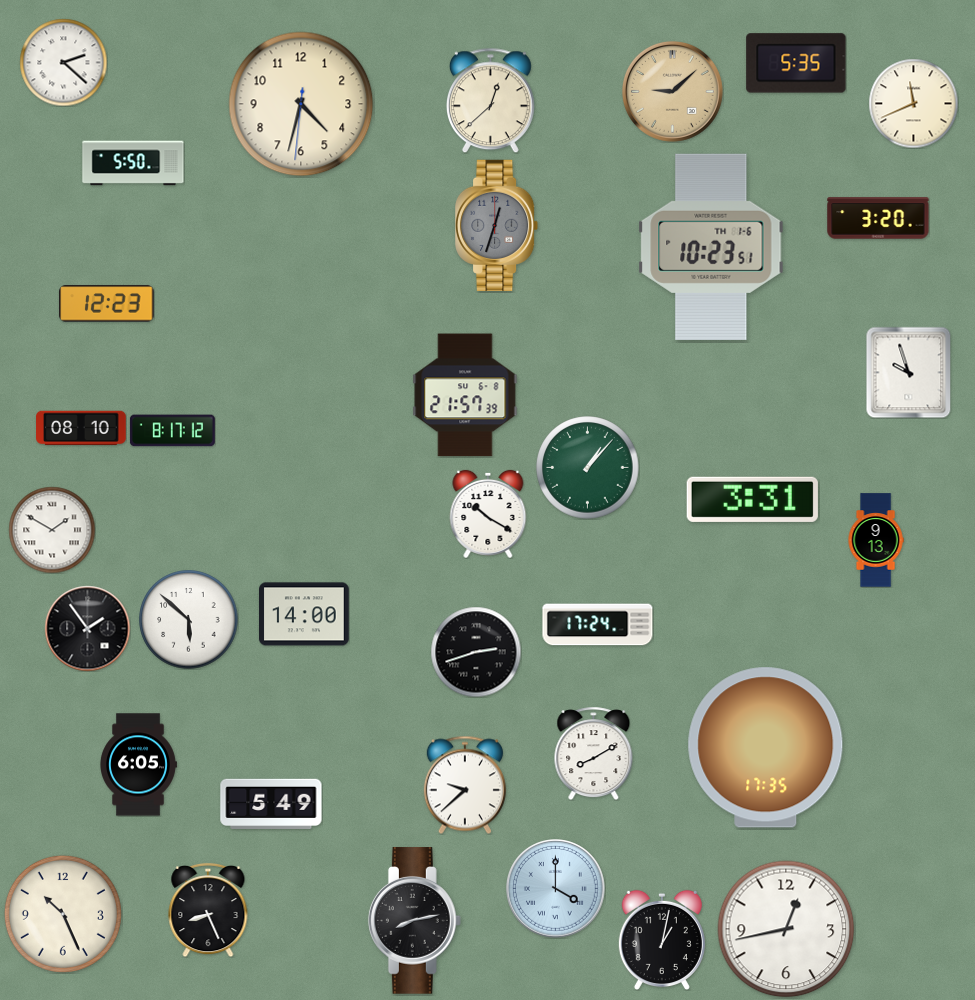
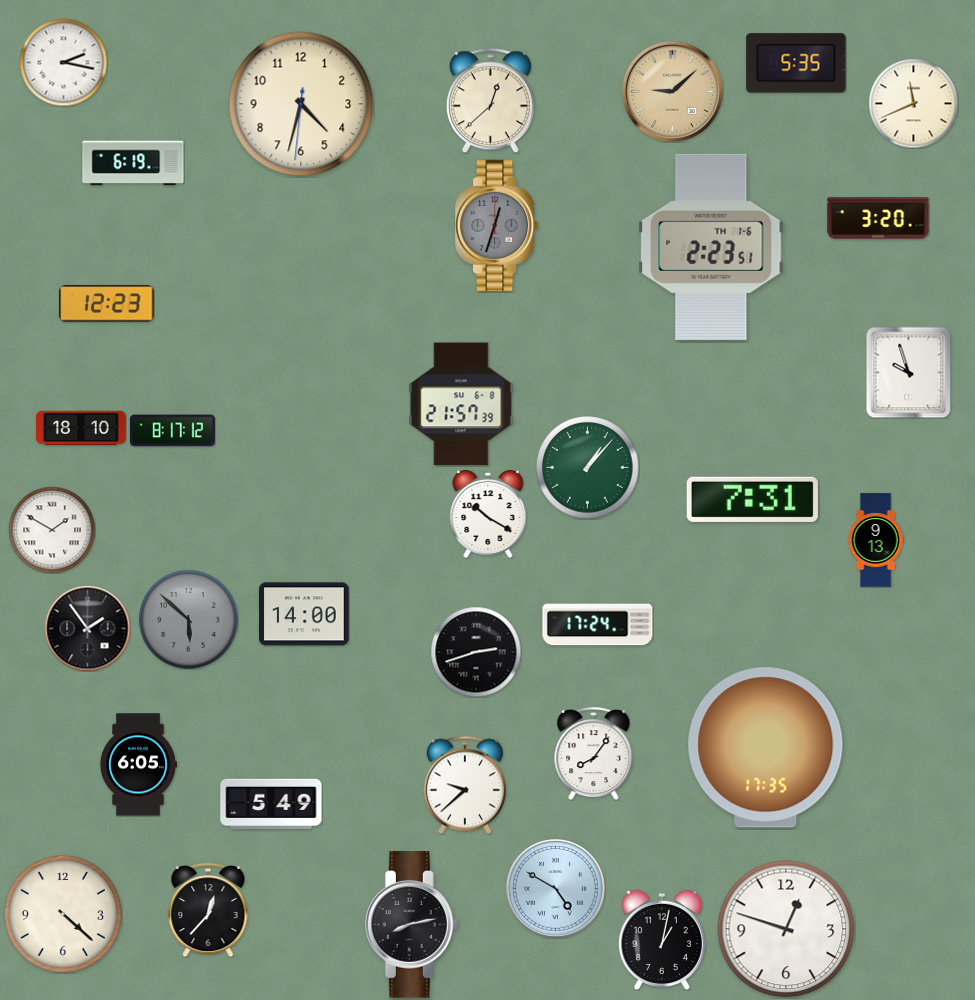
clock at (63, 62): 2:22 -> 2:17
clock at (133, 163): 5:50 -> 6:19
clock at (711, 247): 10:23 -> 2:23
clock at (465, 395) position: (465, 395) -> (461, 404)
clock at (81, 428): 08:10 -> 18:10
clock at (752, 499): 3:31 -> 7:31
clock at (189, 620) dial: white -> grey
clock at (594, 753): 8:10 -> 8:06
clock at (556, 889): 4:00 -> 4:50
clock at (208, 910): 8:26 -> 12:37
clock at (63, 914): 10:26 -> 4:22
clock at (414, 921) position: (414, 921) -> (411, 925)
clock at (786, 929): 12:43 -> 12:48
